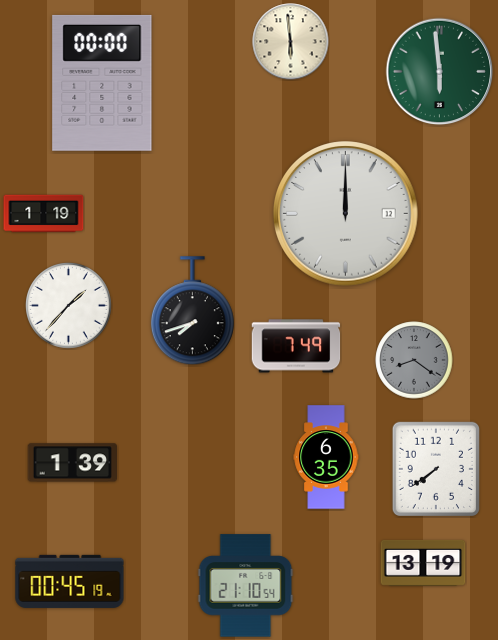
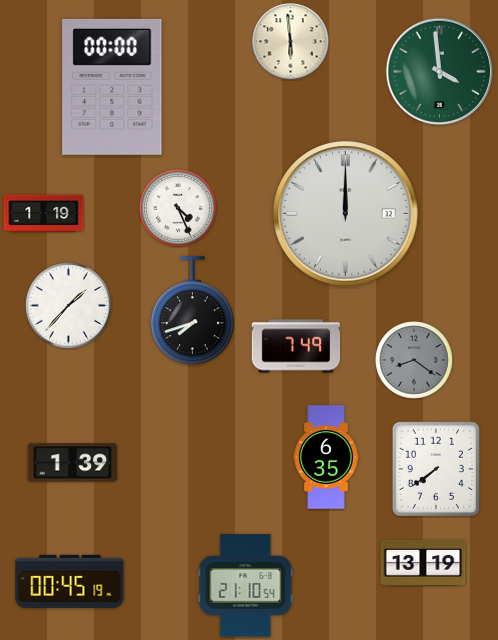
clock at (440, 72): 5:59 -> 3:59
clock at (102, 83) position: (102, 83) -> (112, 87)
clock at (178, 208): none -> 4:26
